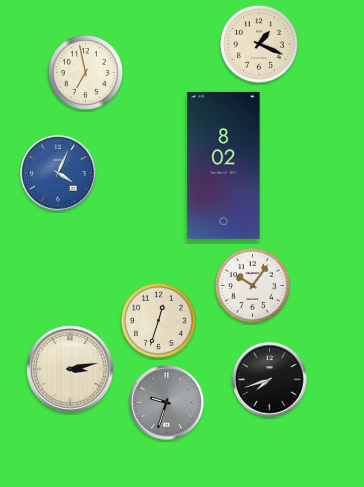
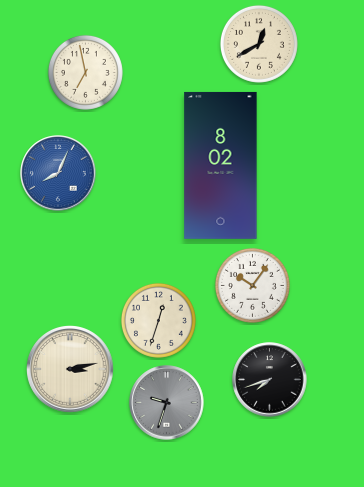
clock at (259, 44): 1:19 -> 12:40
clock at (224, 165) position: (224, 165) -> (221, 165)
clock at (58, 173): 4:04 -> 8:04
